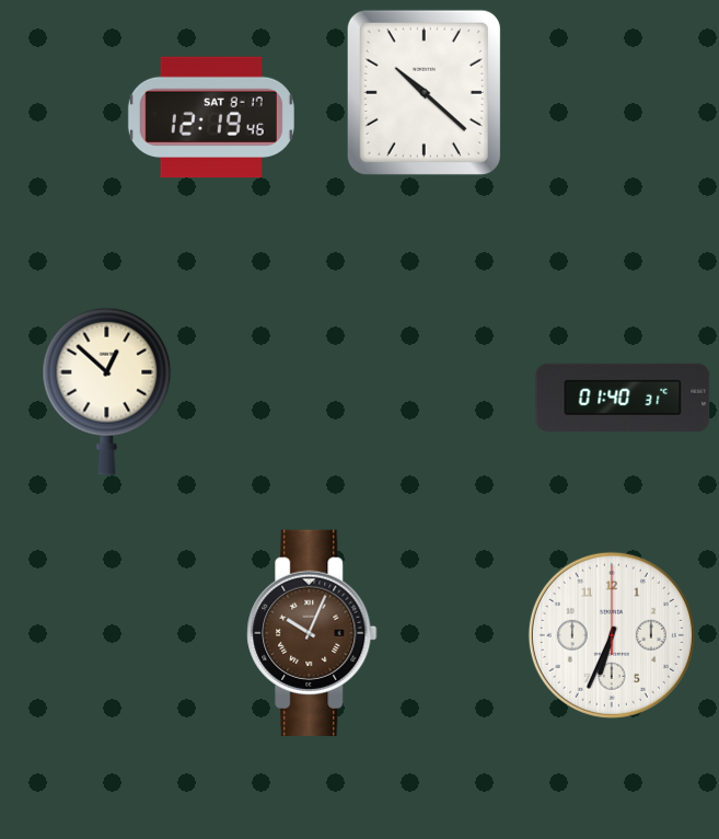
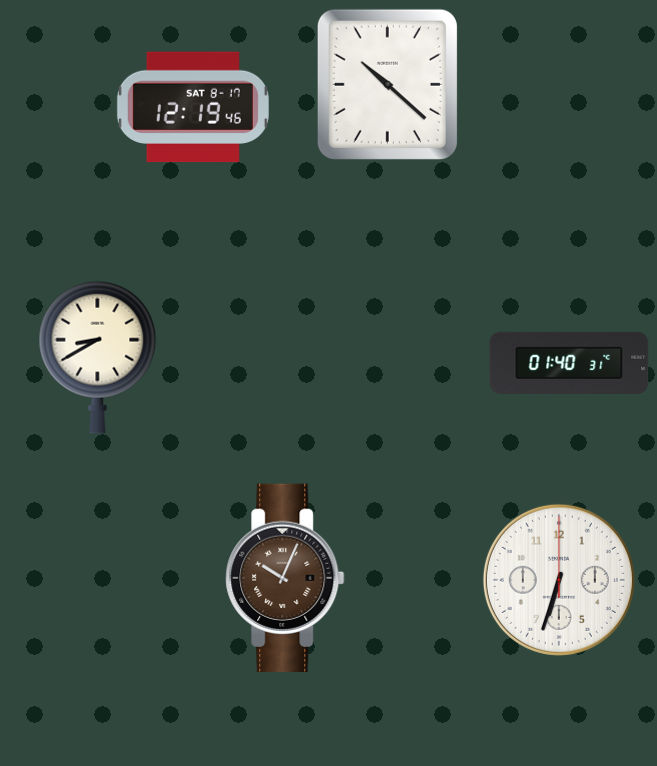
clock at (107, 391): 12:52 -> 8:40
clock at (612, 635): 6:34 -> 6:33
